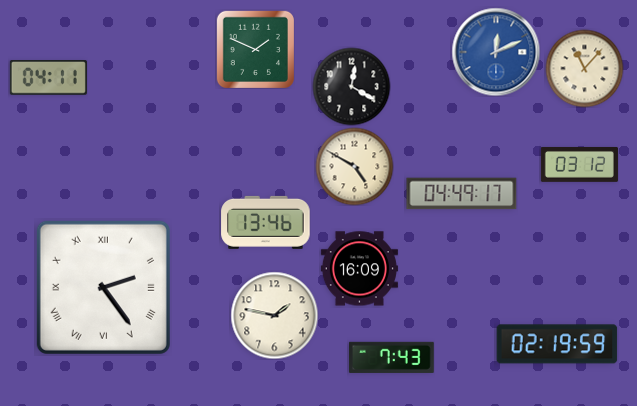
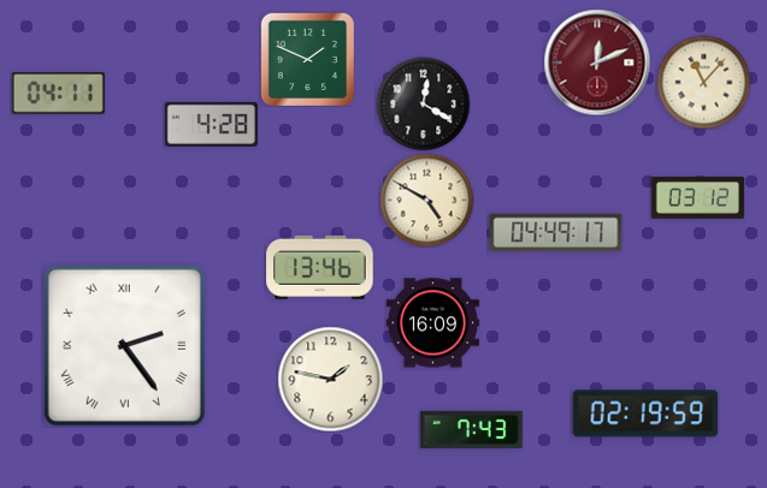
clock at (496, 52) dial: blue -> burgundy
clock at (211, 124): none -> 4:28
clock at (557, 344) position: (557, 344) -> (645, 413)
